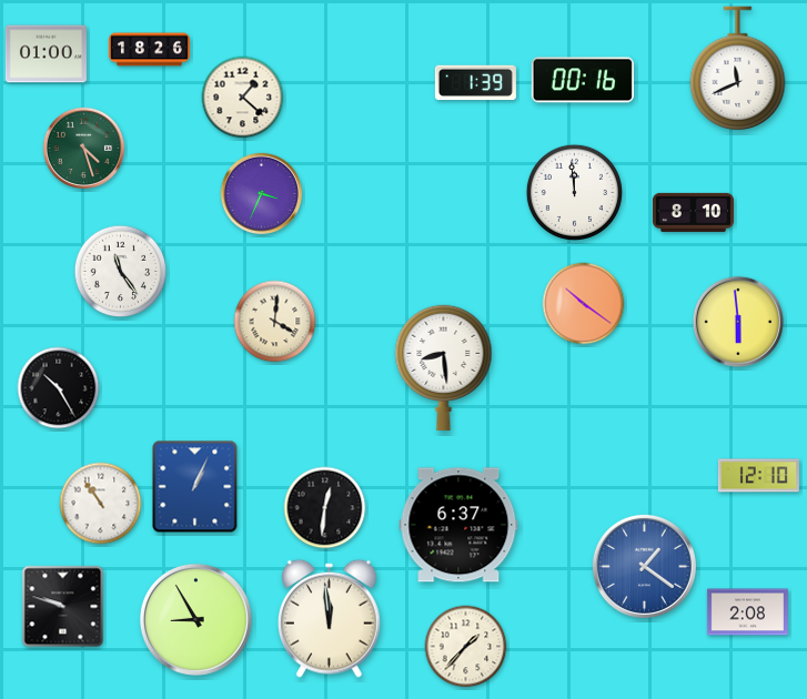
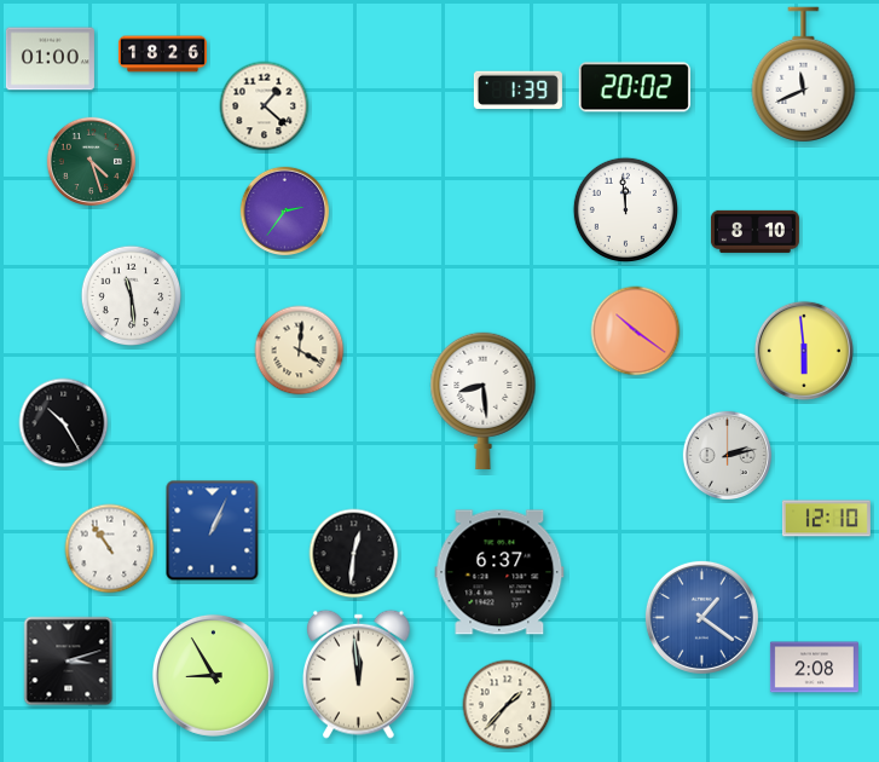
clock at (583, 80): 00:16 -> 20:02
clock at (262, 194): 3:34 -> 2:36
clock at (121, 272): 11:24 -> 11:29
clock at (728, 456): none -> 2:13
clock at (63, 607): 9:48 -> 3:12
